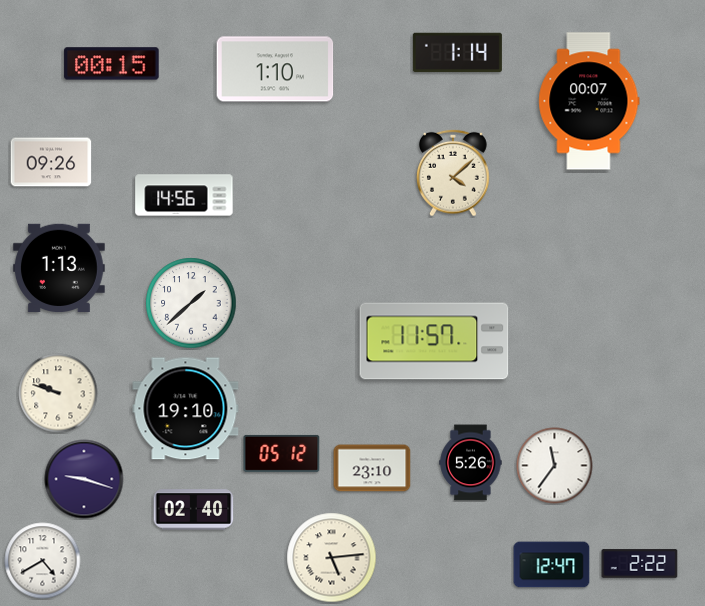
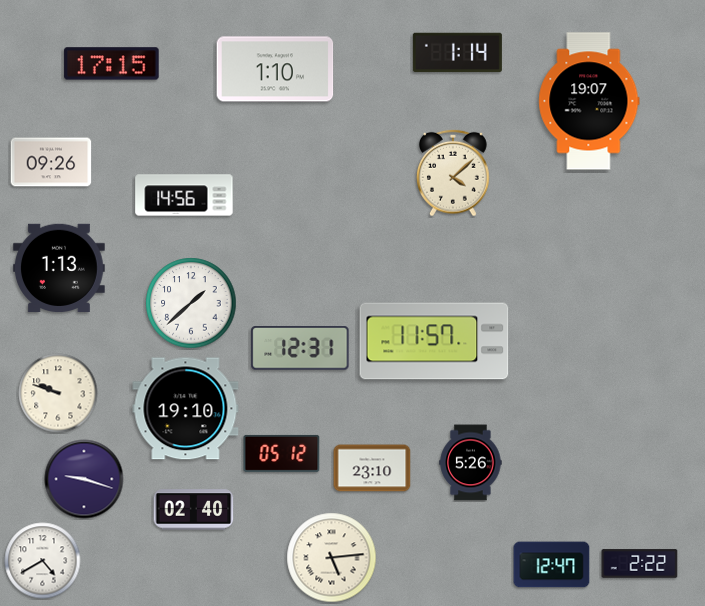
clock at (112, 64): 00:15 -> 17:15
clock at (589, 101): 00:07 -> 19:07
clock at (300, 348): none -> 12:31
clock at (555, 466): 11:36 -> none
